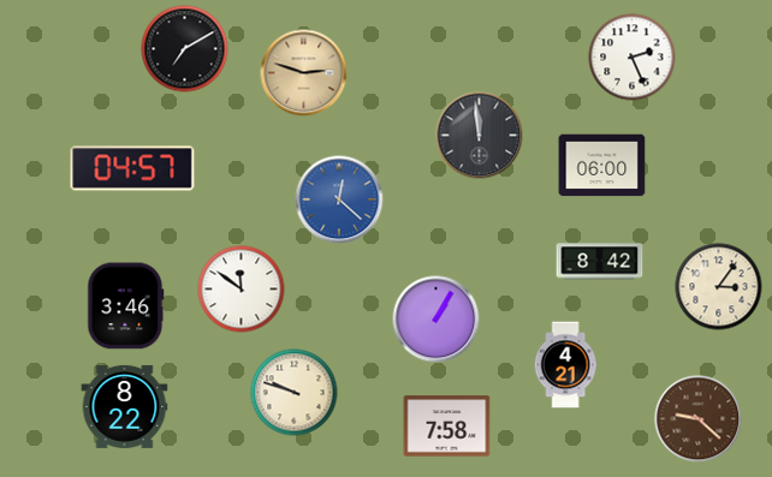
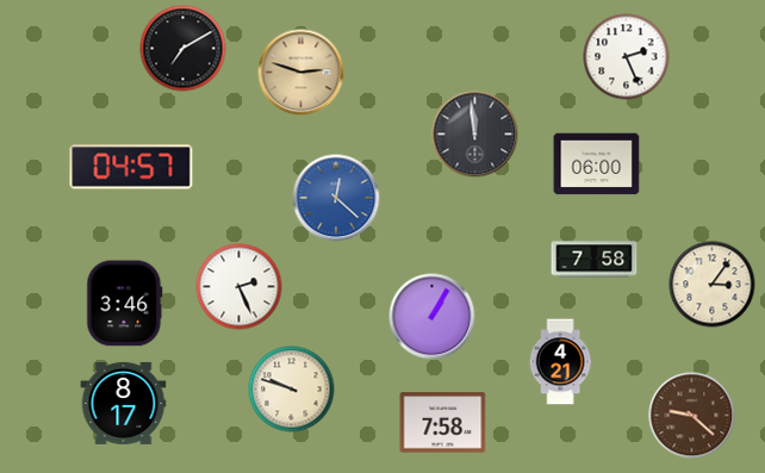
clock at (600, 262): 8:42 -> 7:58
clock at (242, 290): 11:51 -> 2:26
clock at (125, 406): 8:22 -> 8:17
